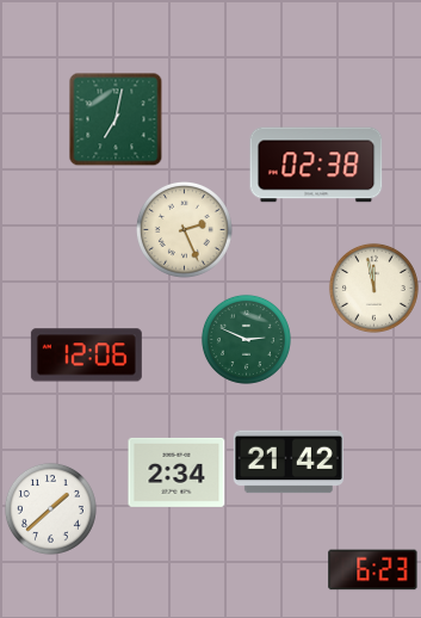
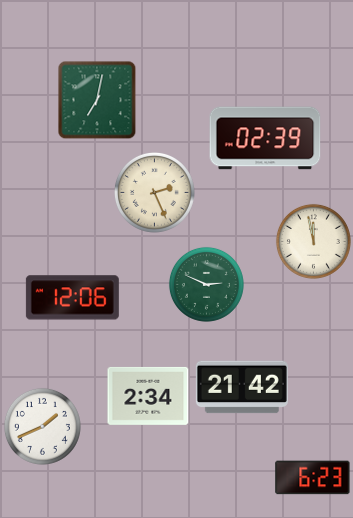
clock at (316, 165): 02:38 -> 02:39
clock at (50, 508): 1:38 -> 1:41
